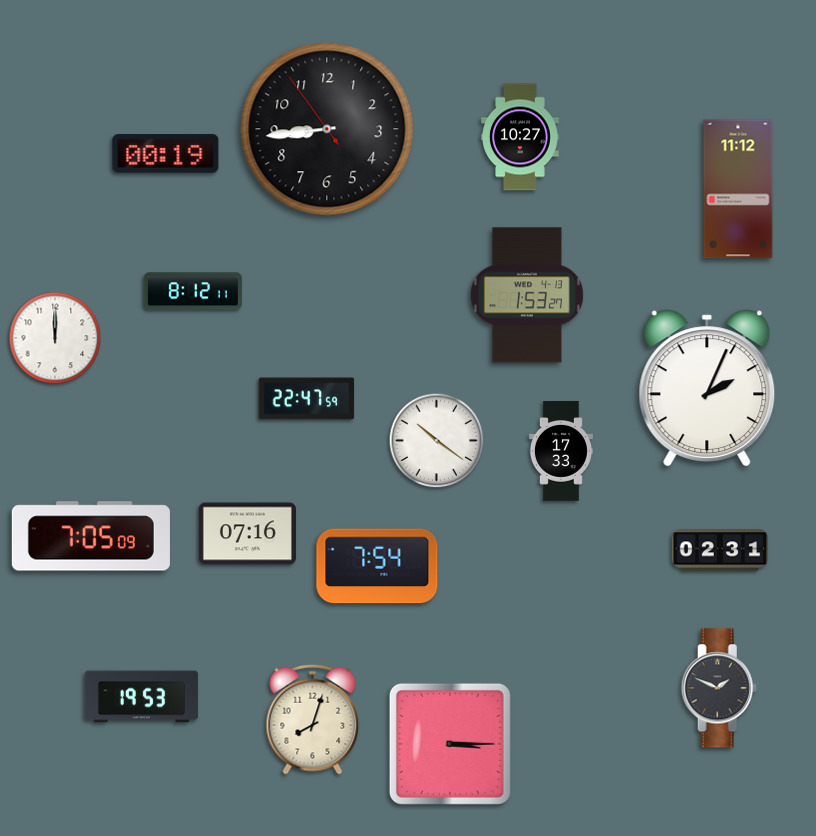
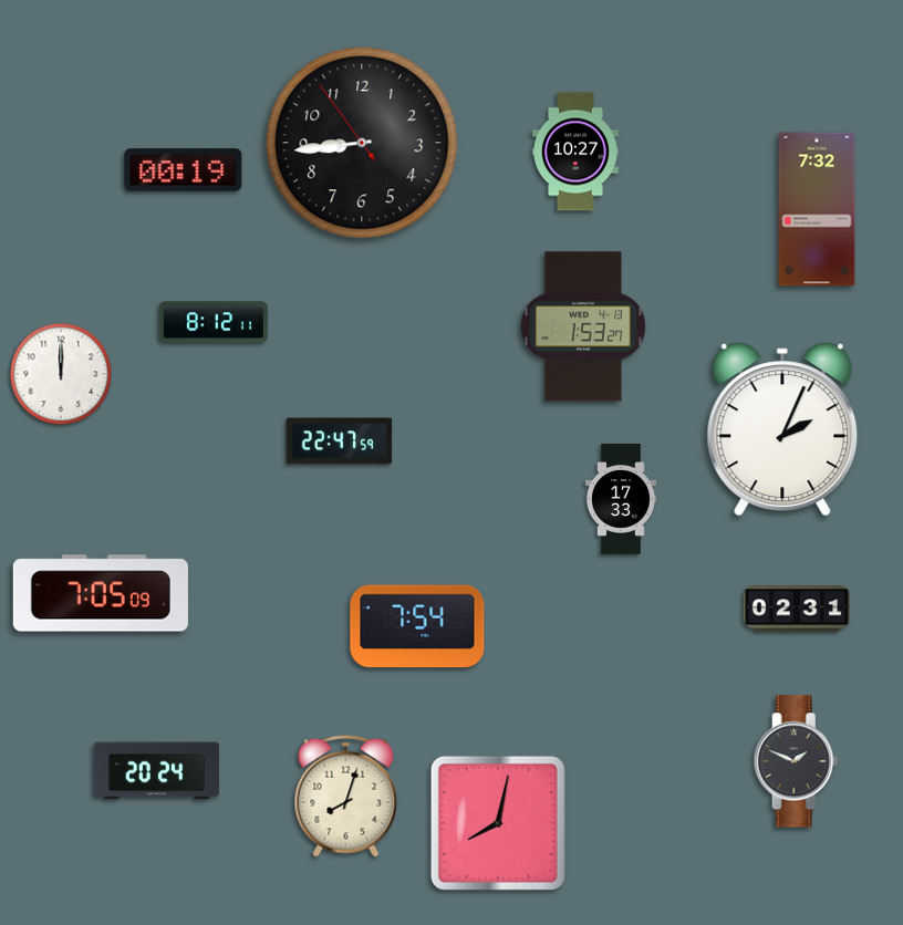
clock at (738, 189): 11:12 -> 7:32
clock at (437, 441): 10:21 -> none
clock at (247, 534): 07:16 -> none
clock at (141, 697): 19:53 -> 20:24
clock at (450, 744): 3:15 -> 8:02
